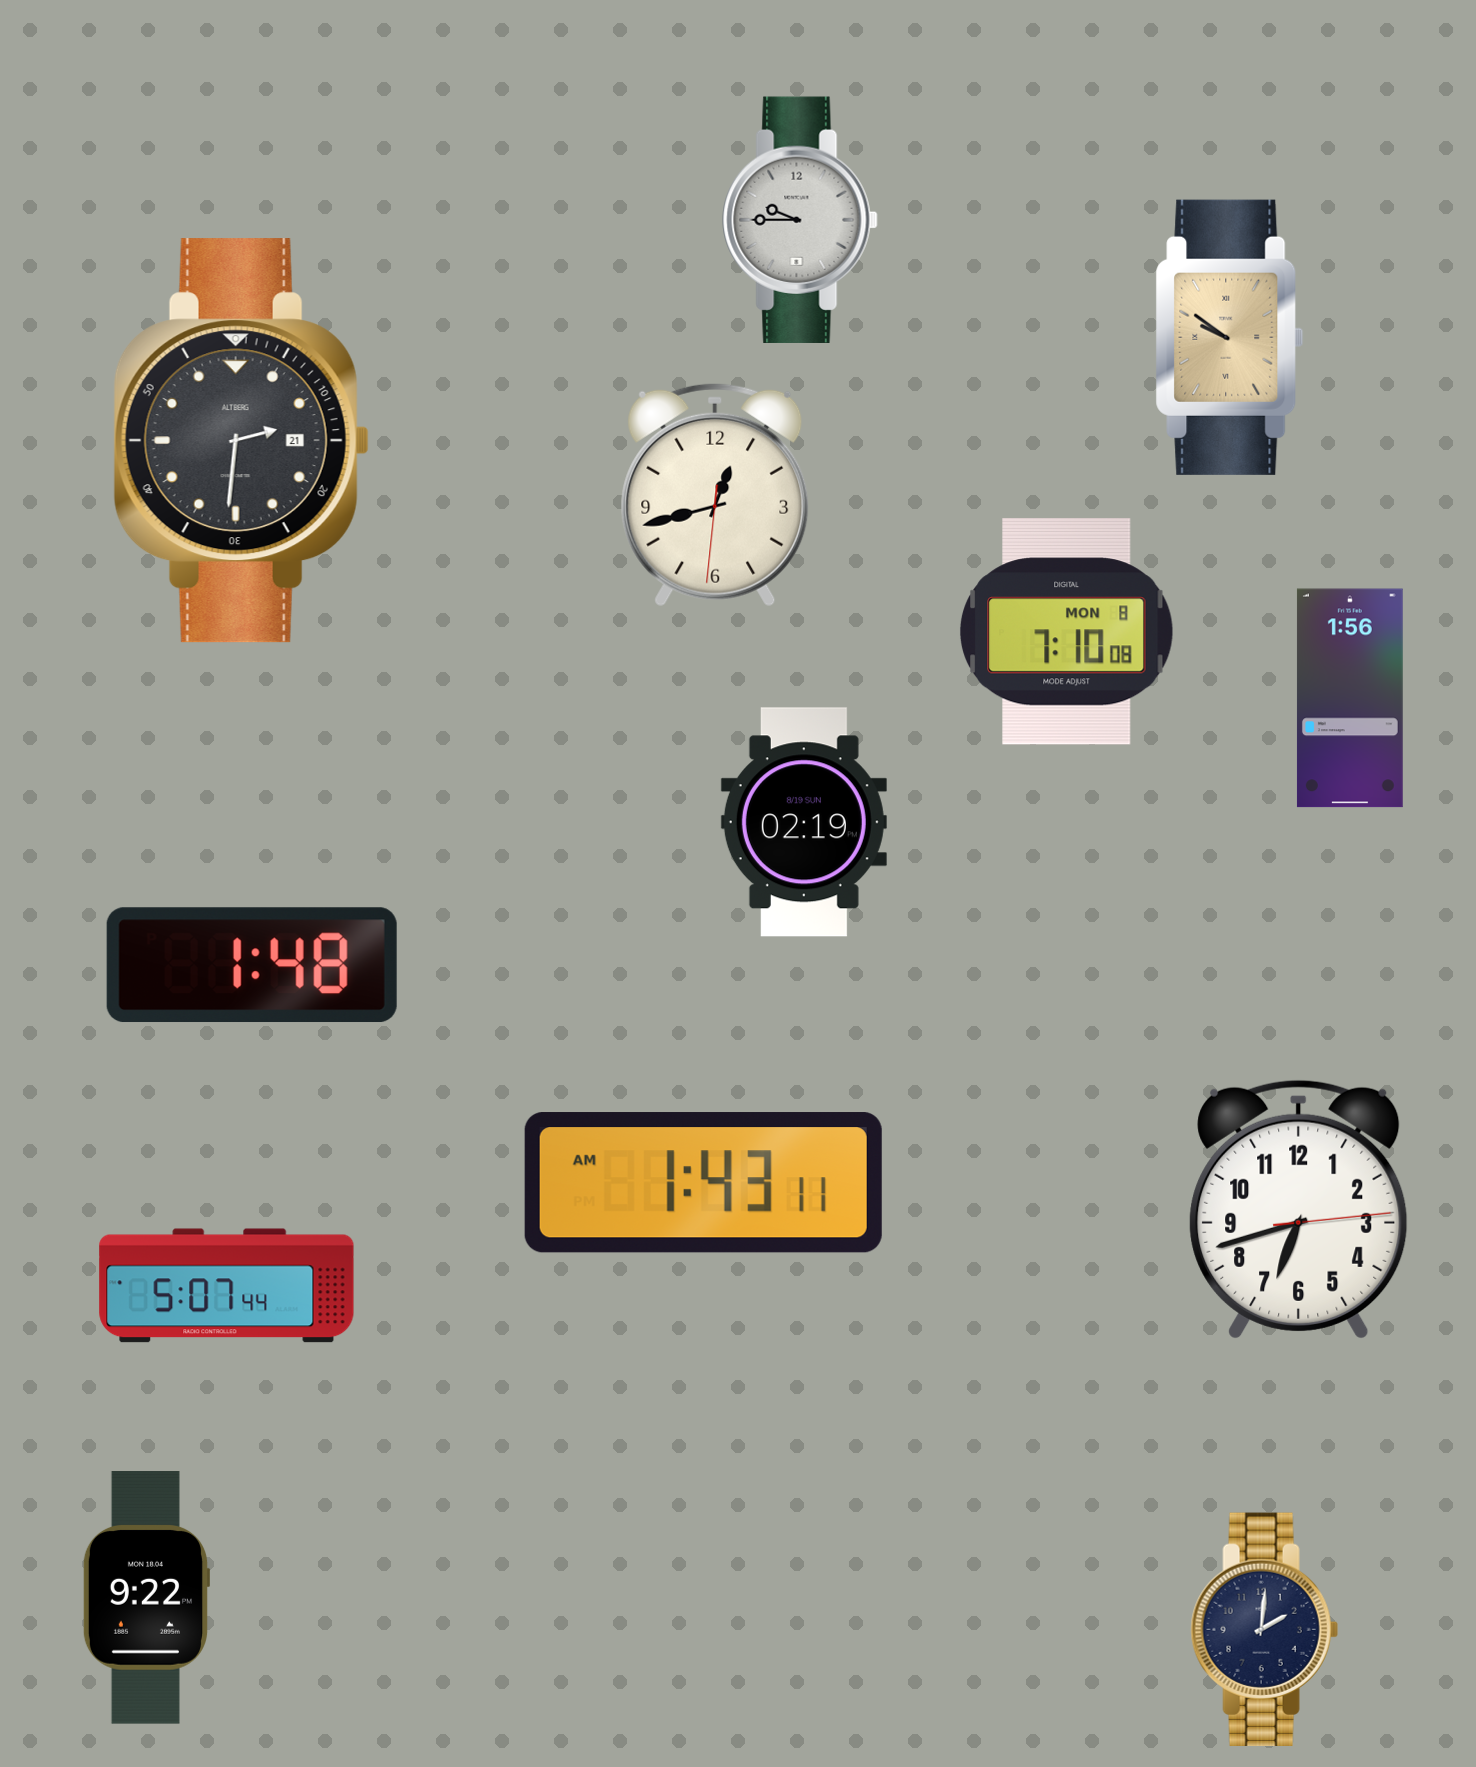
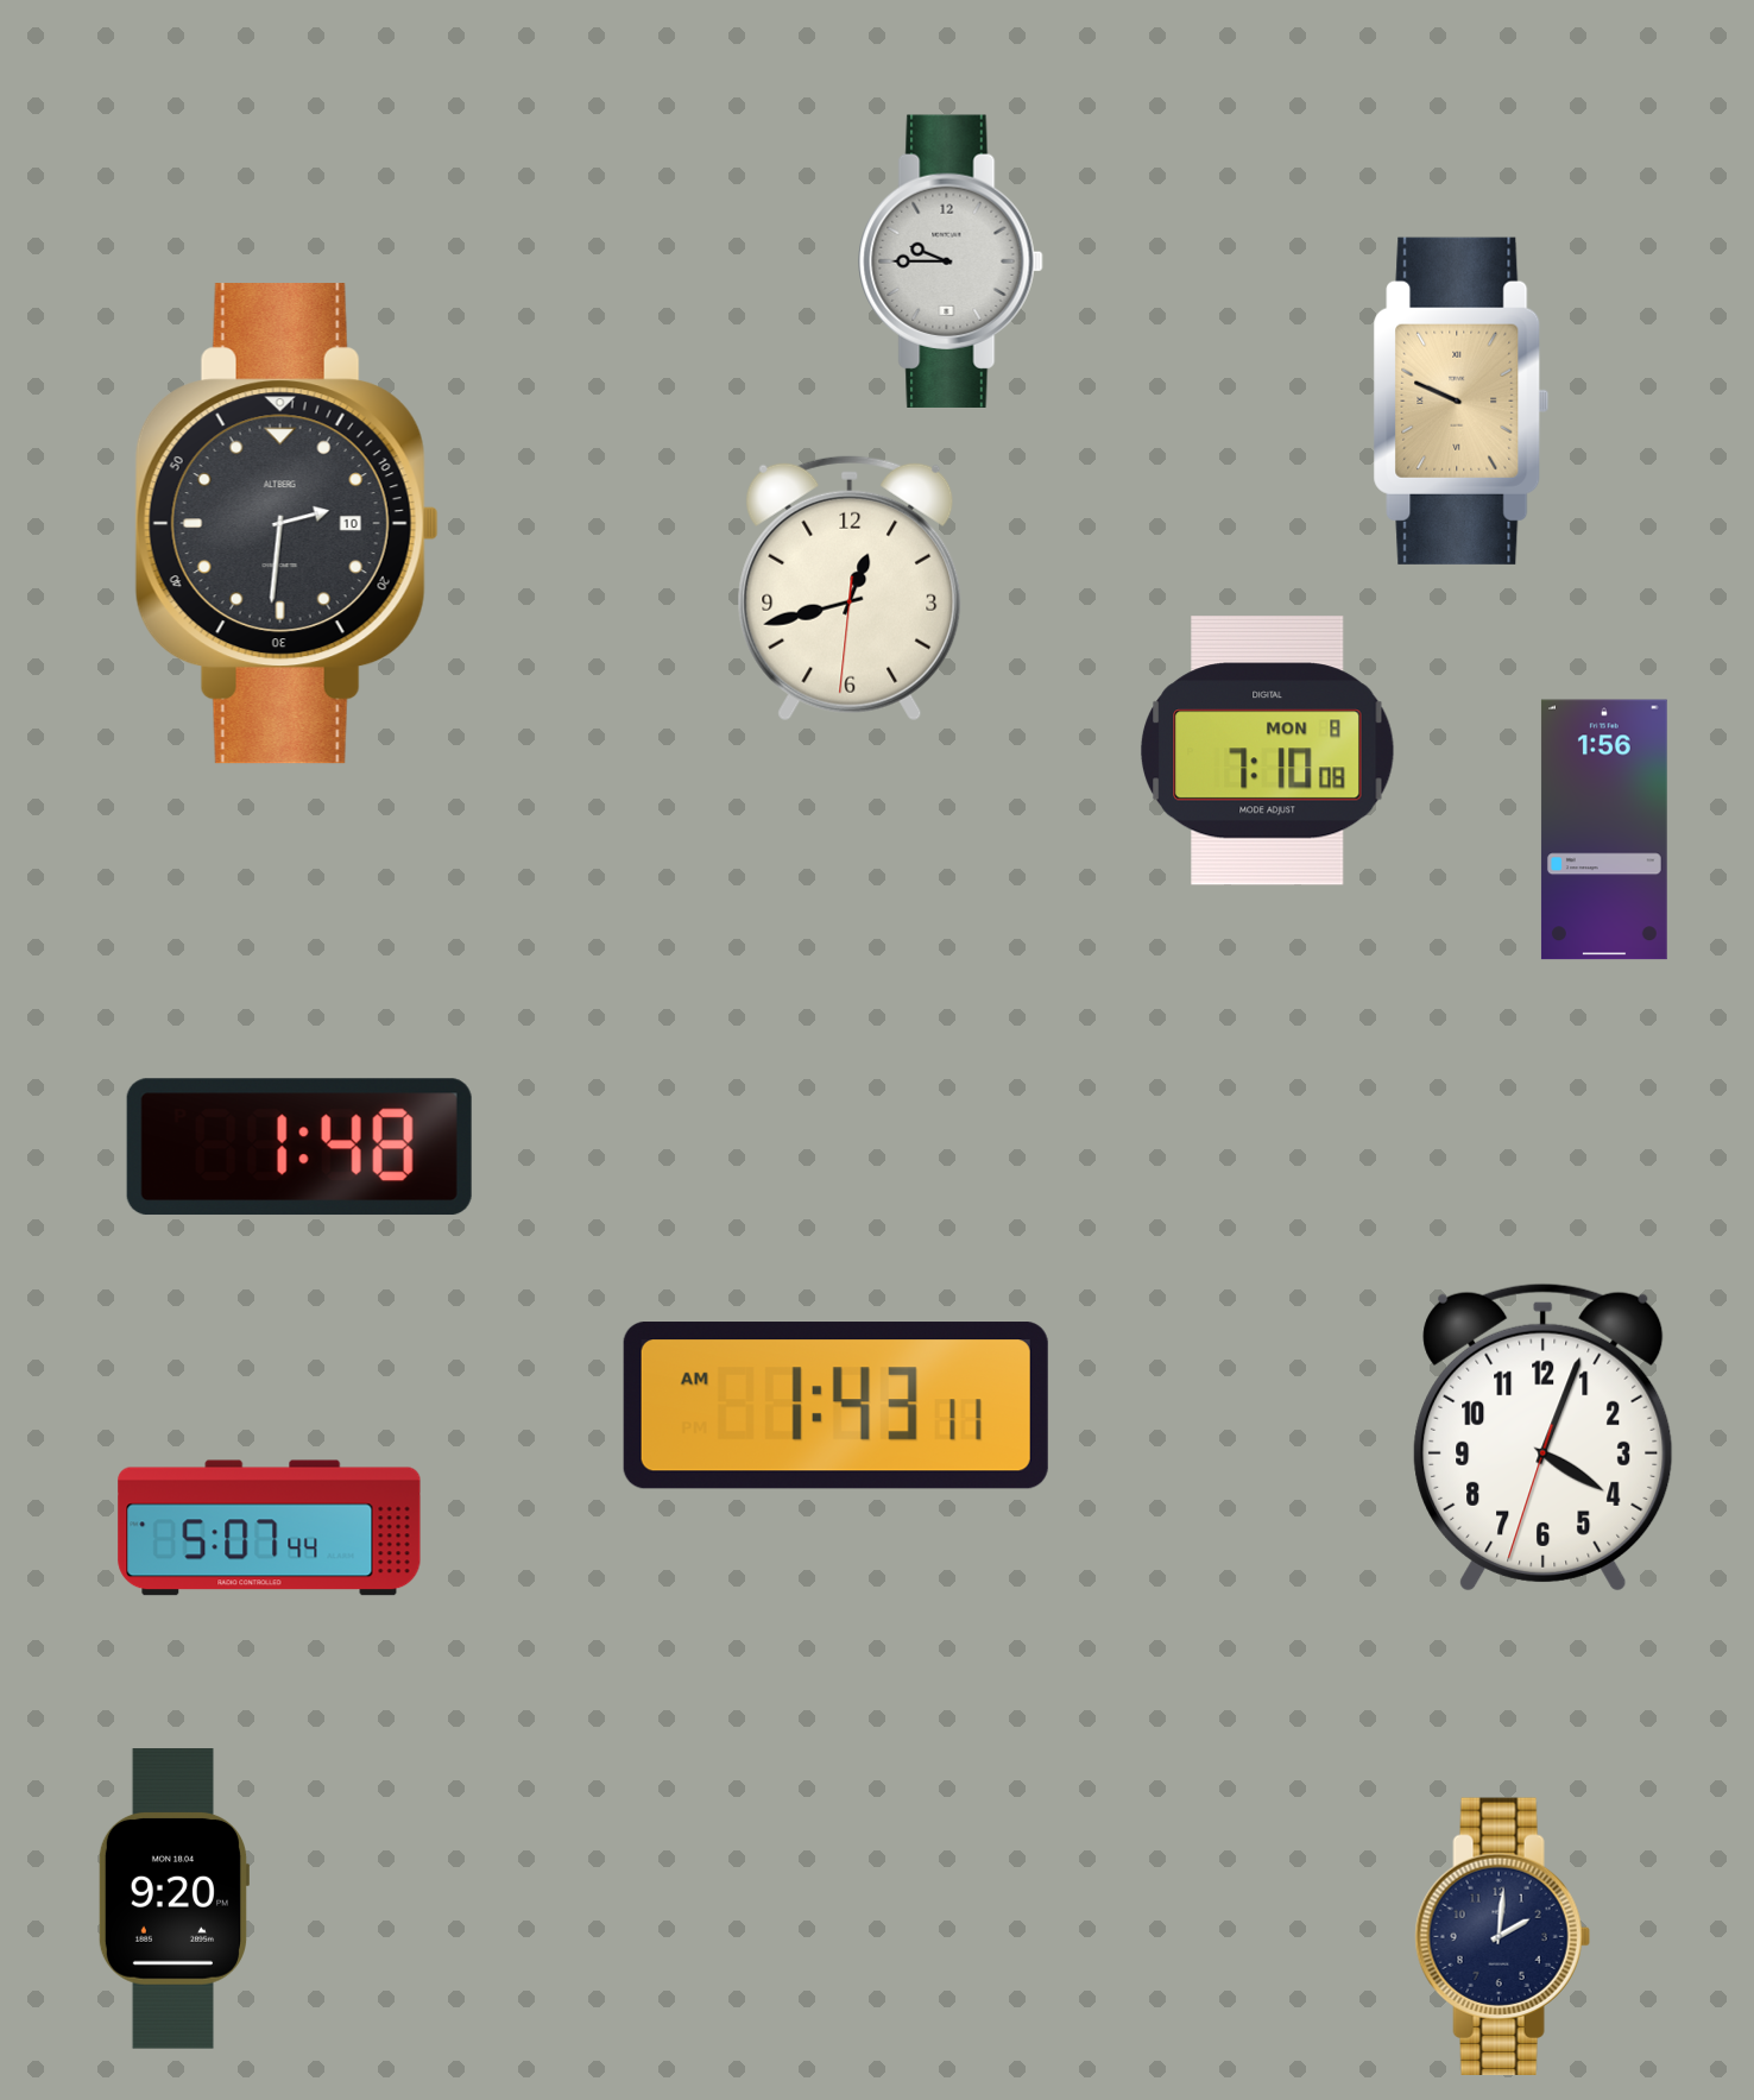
clock at (1230, 337): 9:51 -> 9:49
clock at (241, 441) date: 21 -> 10
clock at (804, 822): 02:19 -> none
clock at (1299, 1209): 6:42 -> 4:03
clock at (145, 1598): 9:22 -> 9:20
